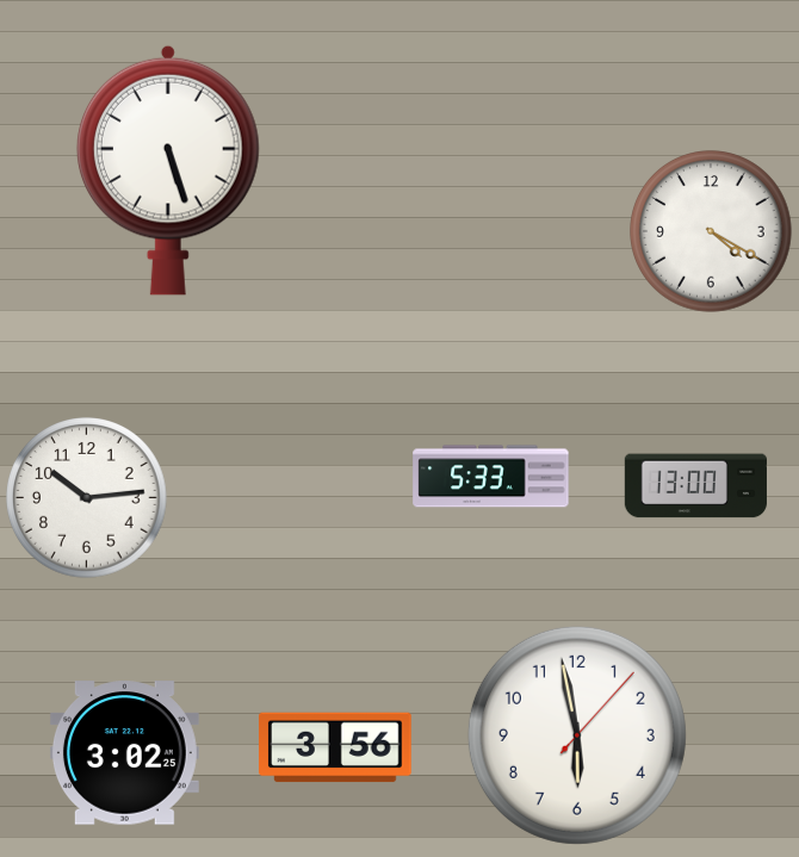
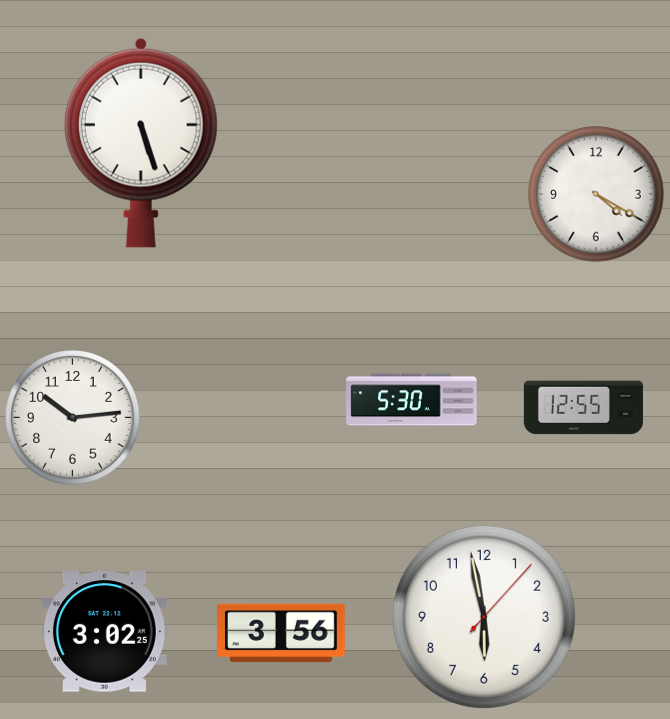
clock at (491, 477): 5:33 -> 5:30
clock at (695, 486): 13:00 -> 12:55
clock at (335, 747) position: (335, 747) -> (281, 633)
